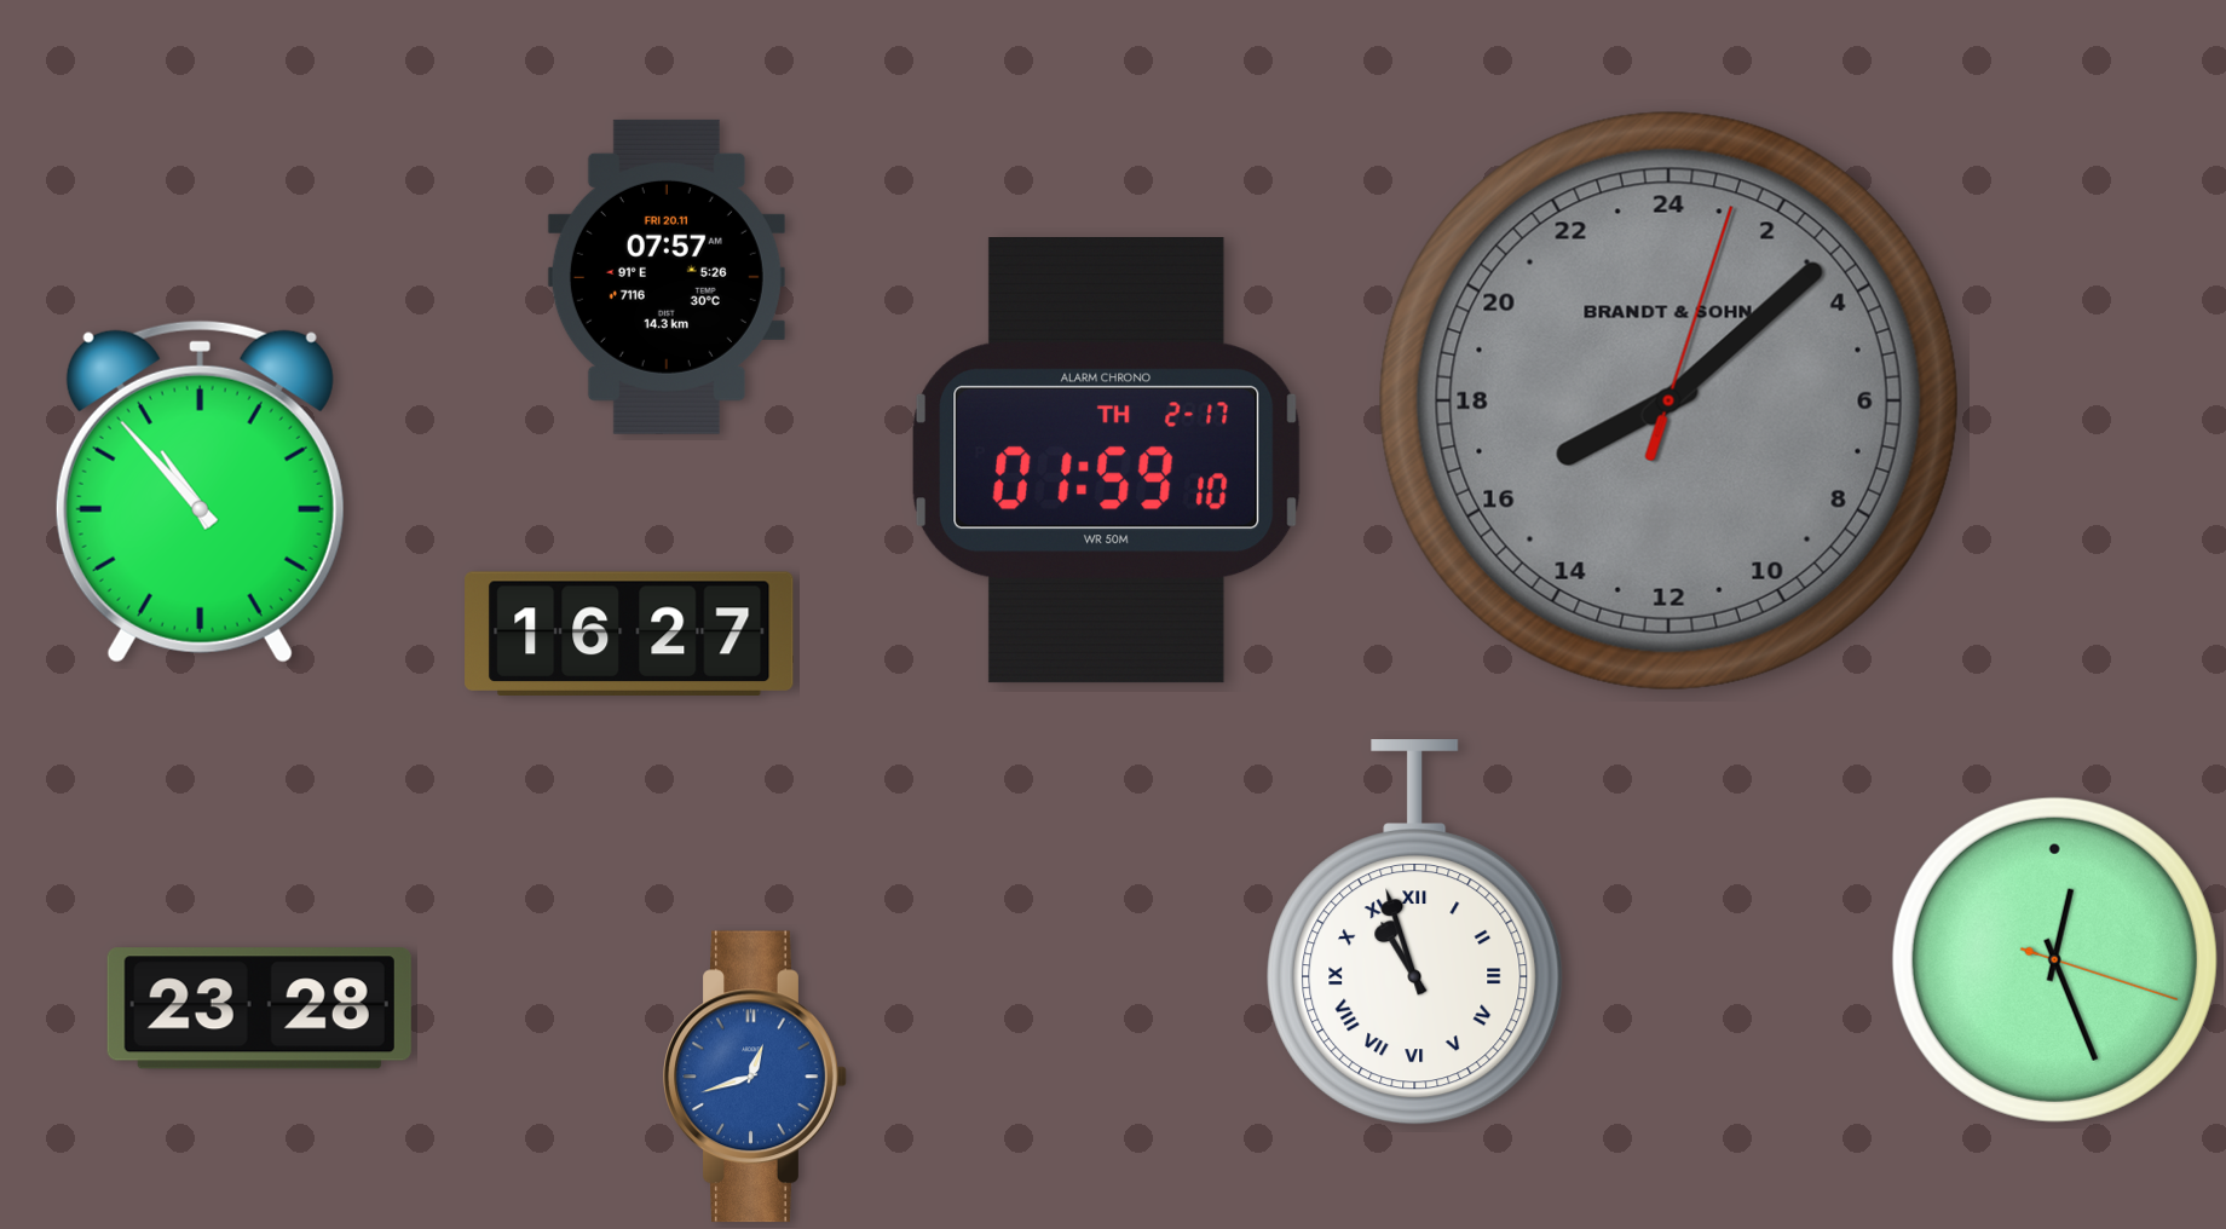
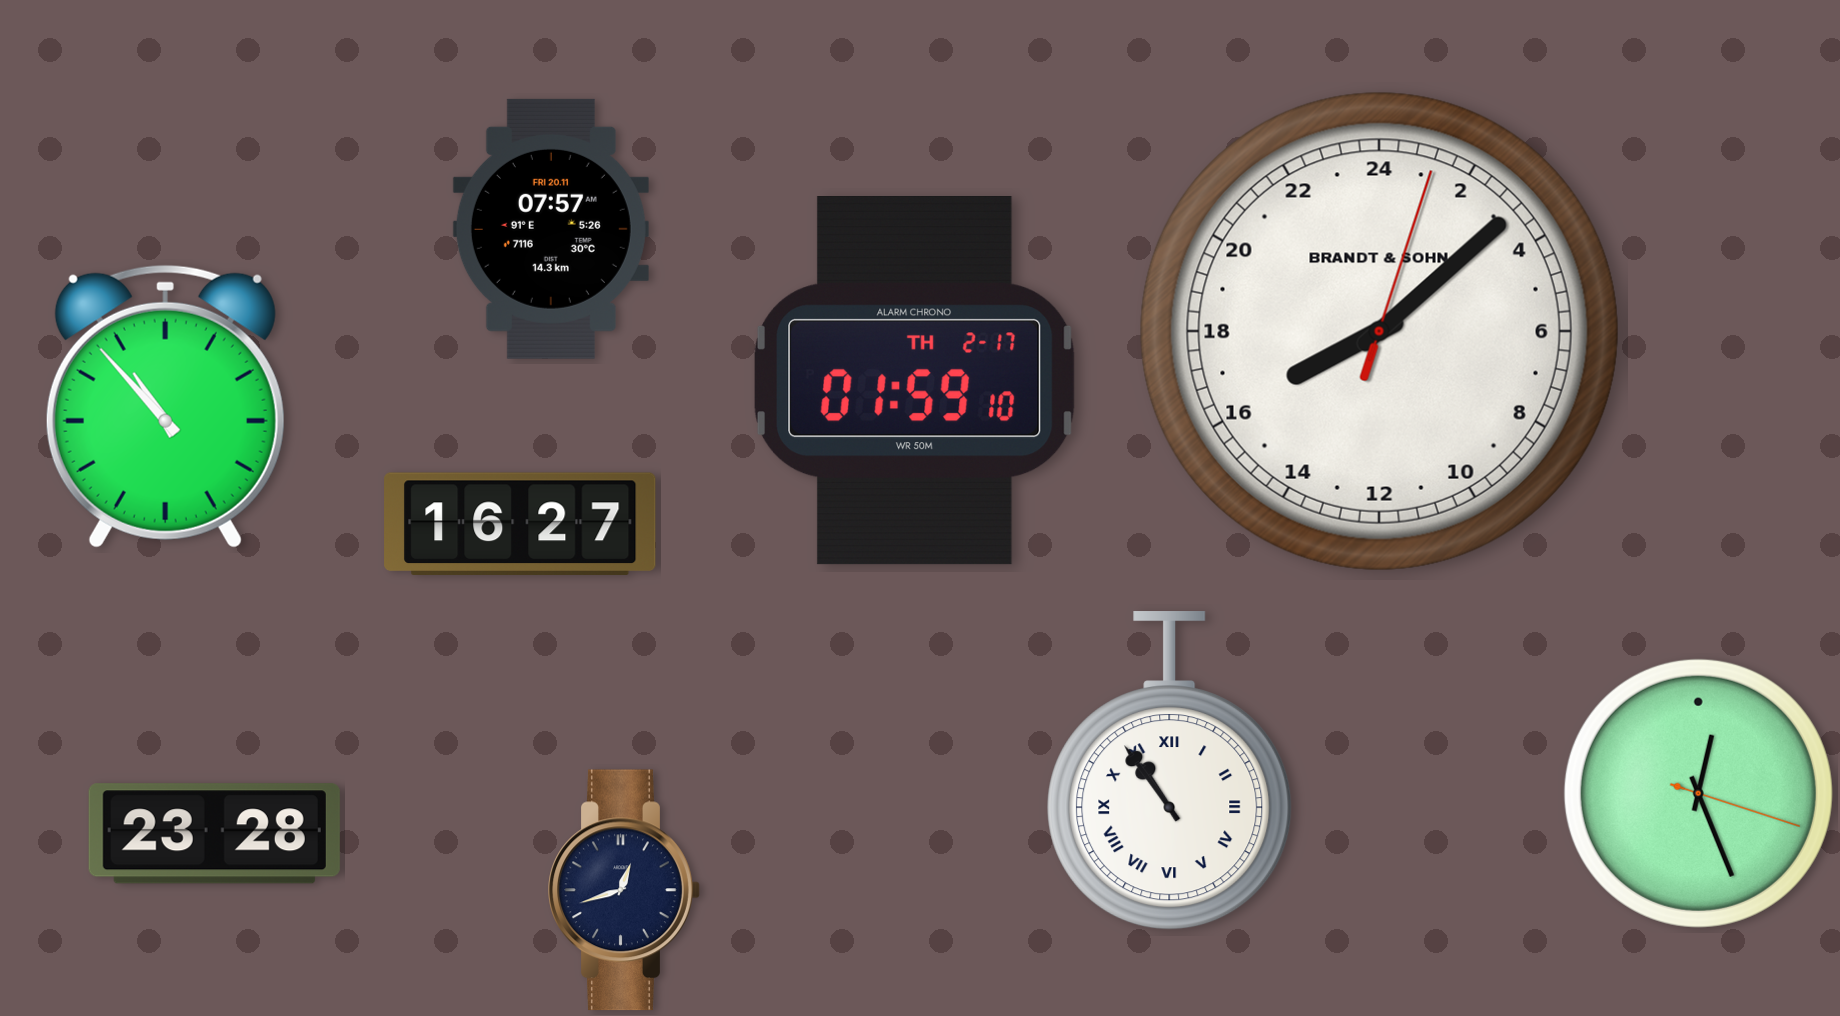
clock at (1668, 400) dial: grey -> white
clock at (1415, 933): 10:57 -> 10:54
clock at (755, 1077) dial: blue -> navy
